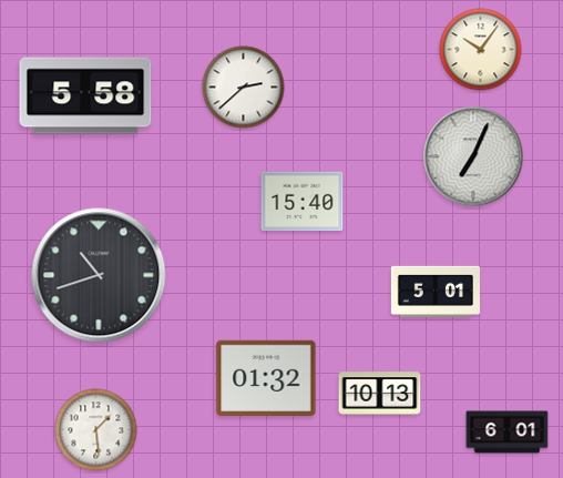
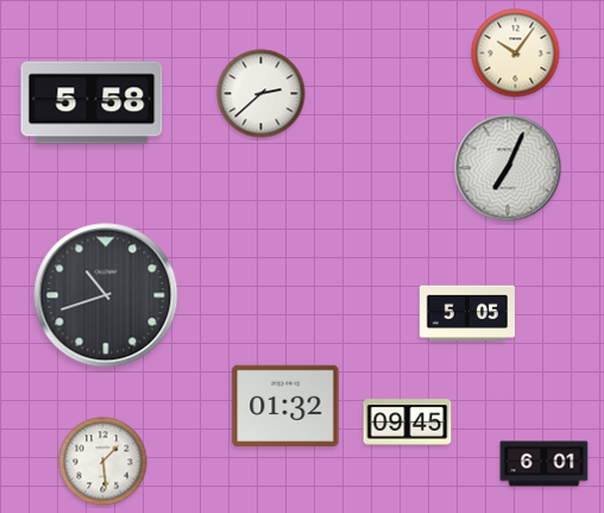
clock at (303, 202): 15:40 -> none
clock at (436, 291): 5:01 -> 5:05
clock at (380, 394): 10:13 -> 09:45
